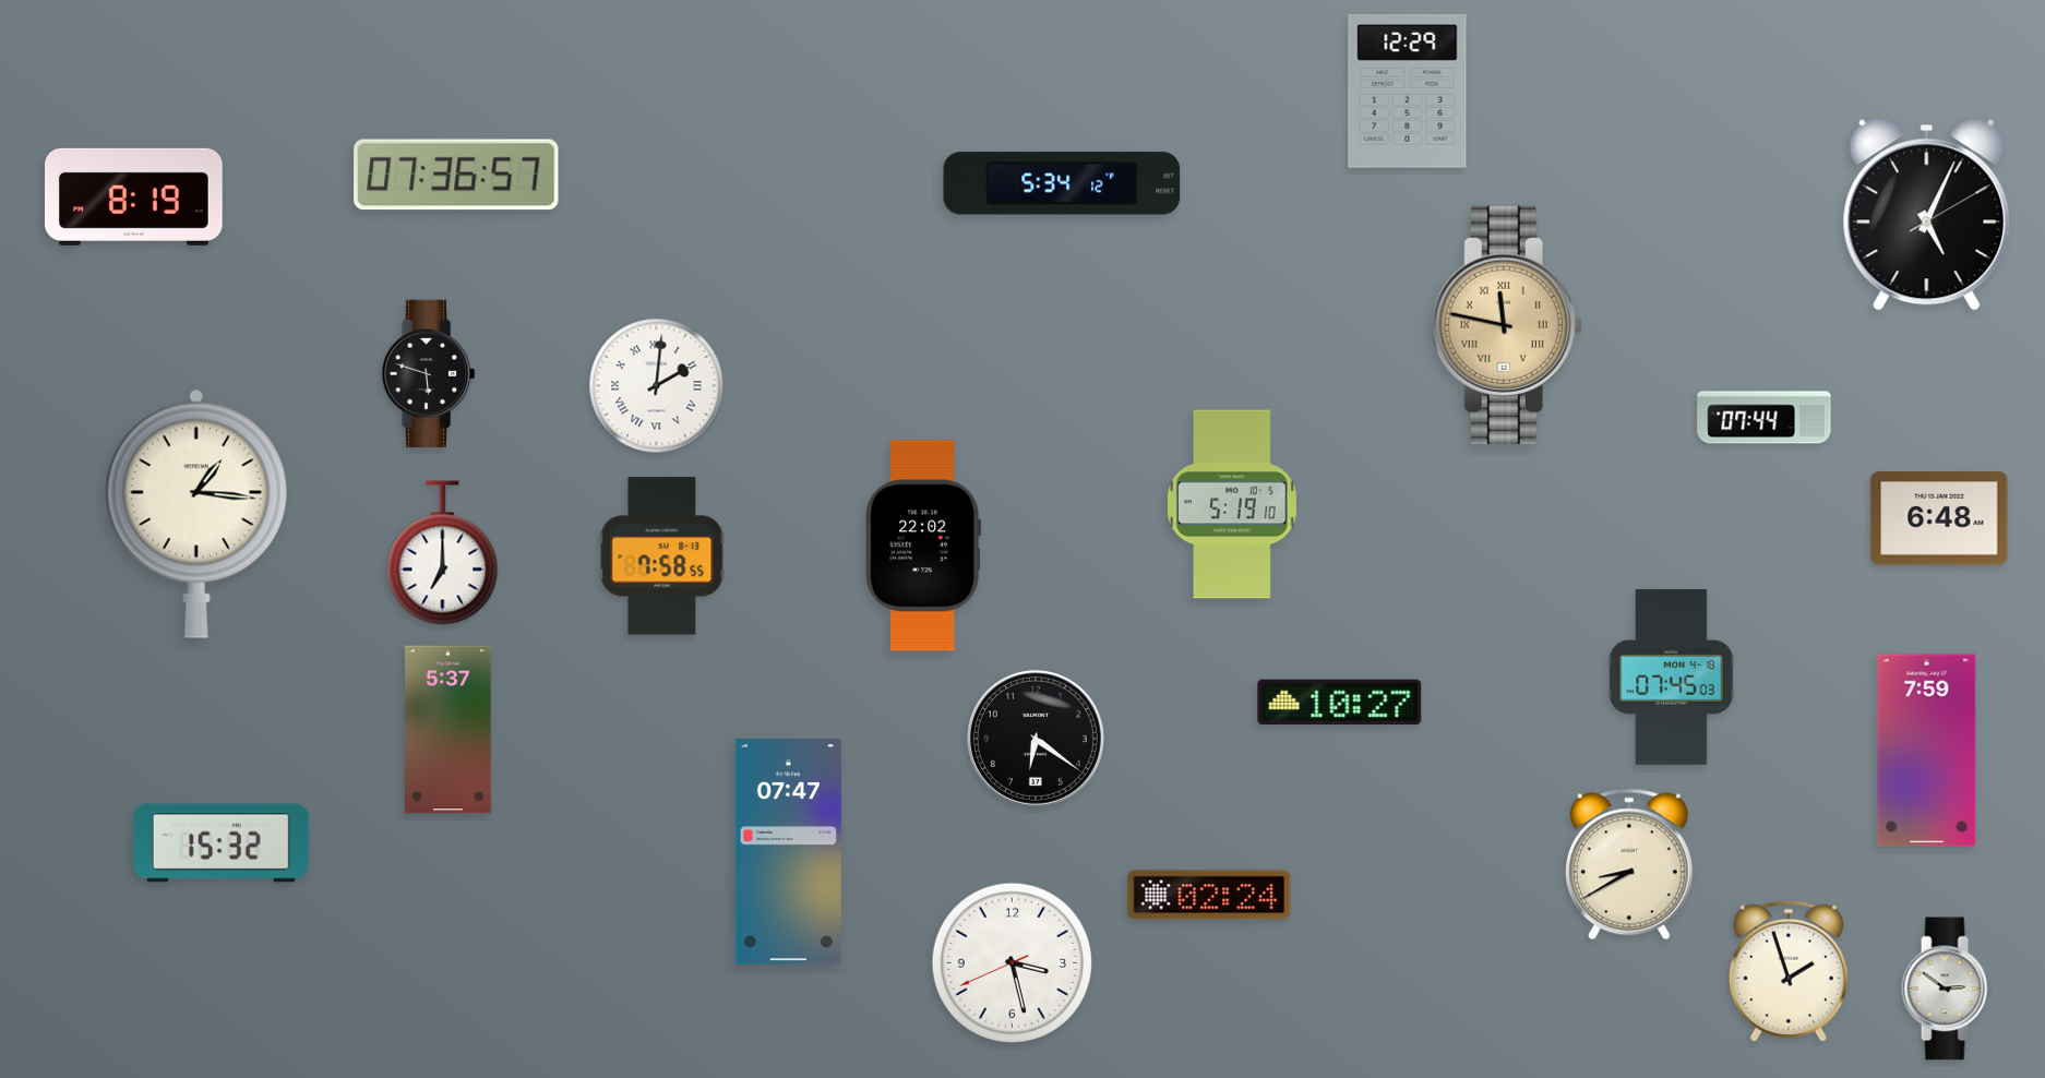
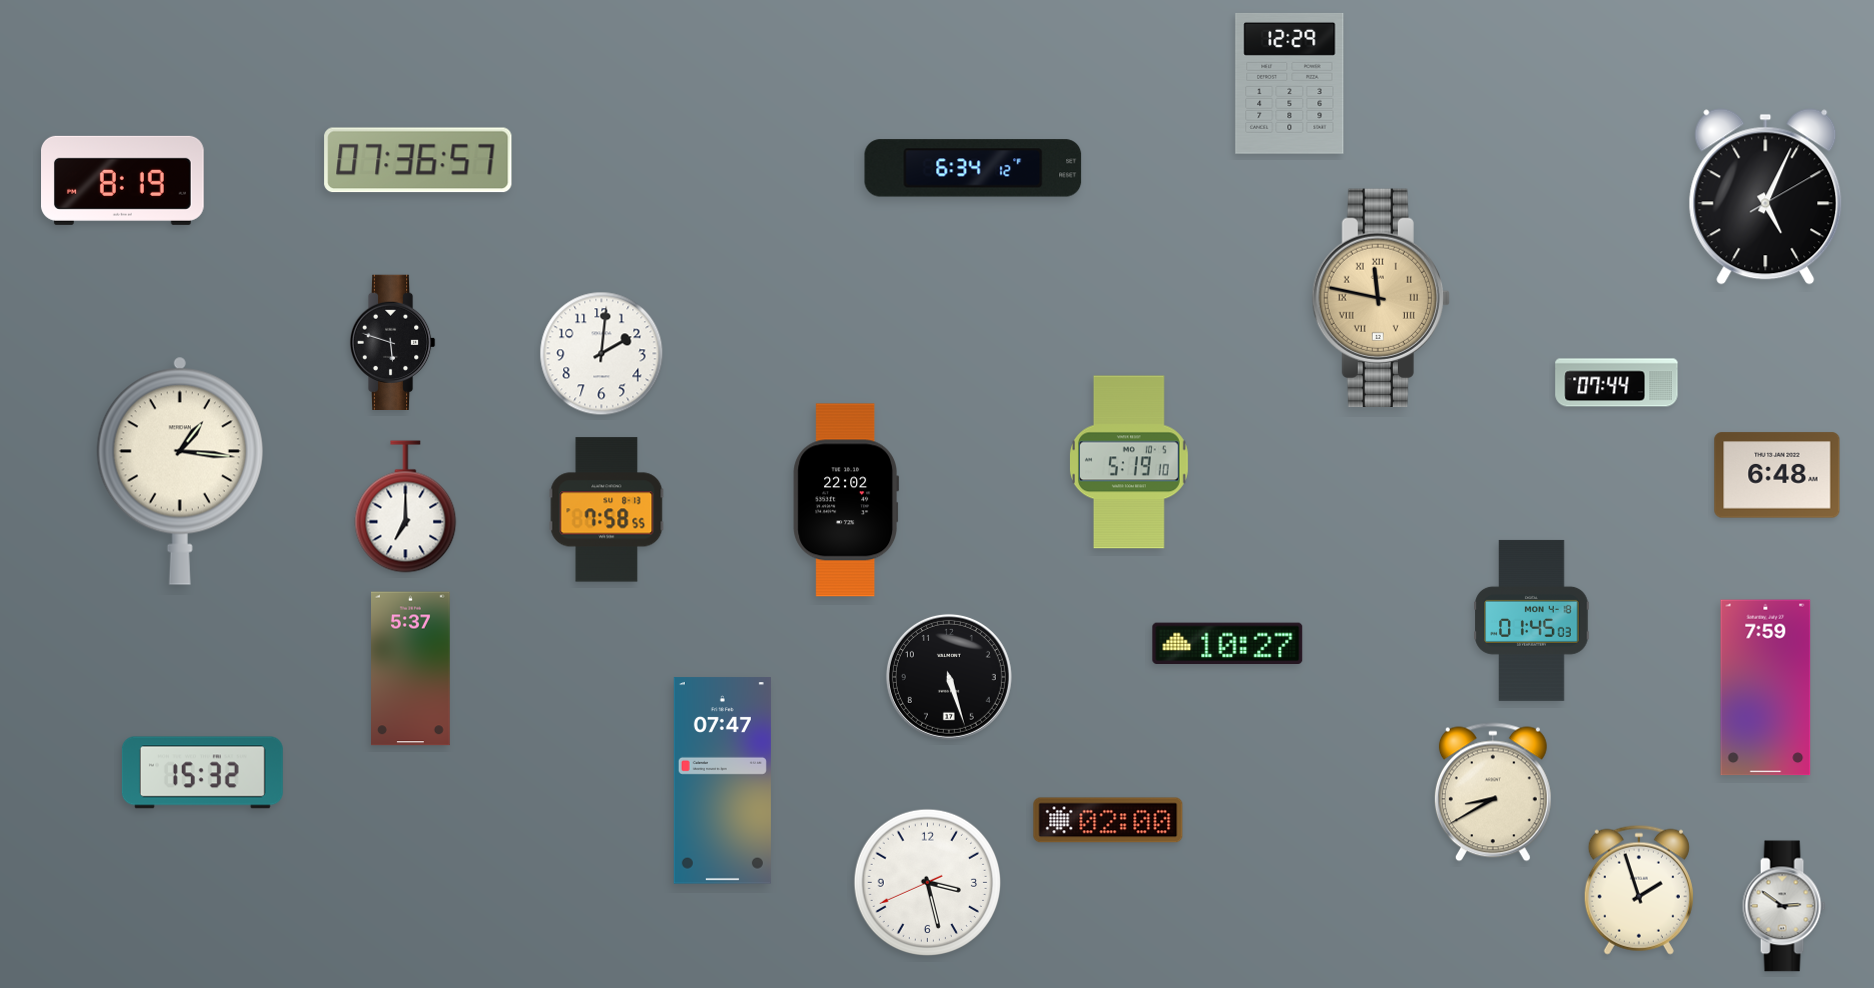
clock at (1062, 183): 5:34 -> 6:34
clock at (657, 386) numerals: Roman -> Arabic
clock at (1672, 676): 07:45 -> 01:45
clock at (1036, 739): 6:21 -> 5:27
clock at (1209, 895): 02:24 -> 02:00
